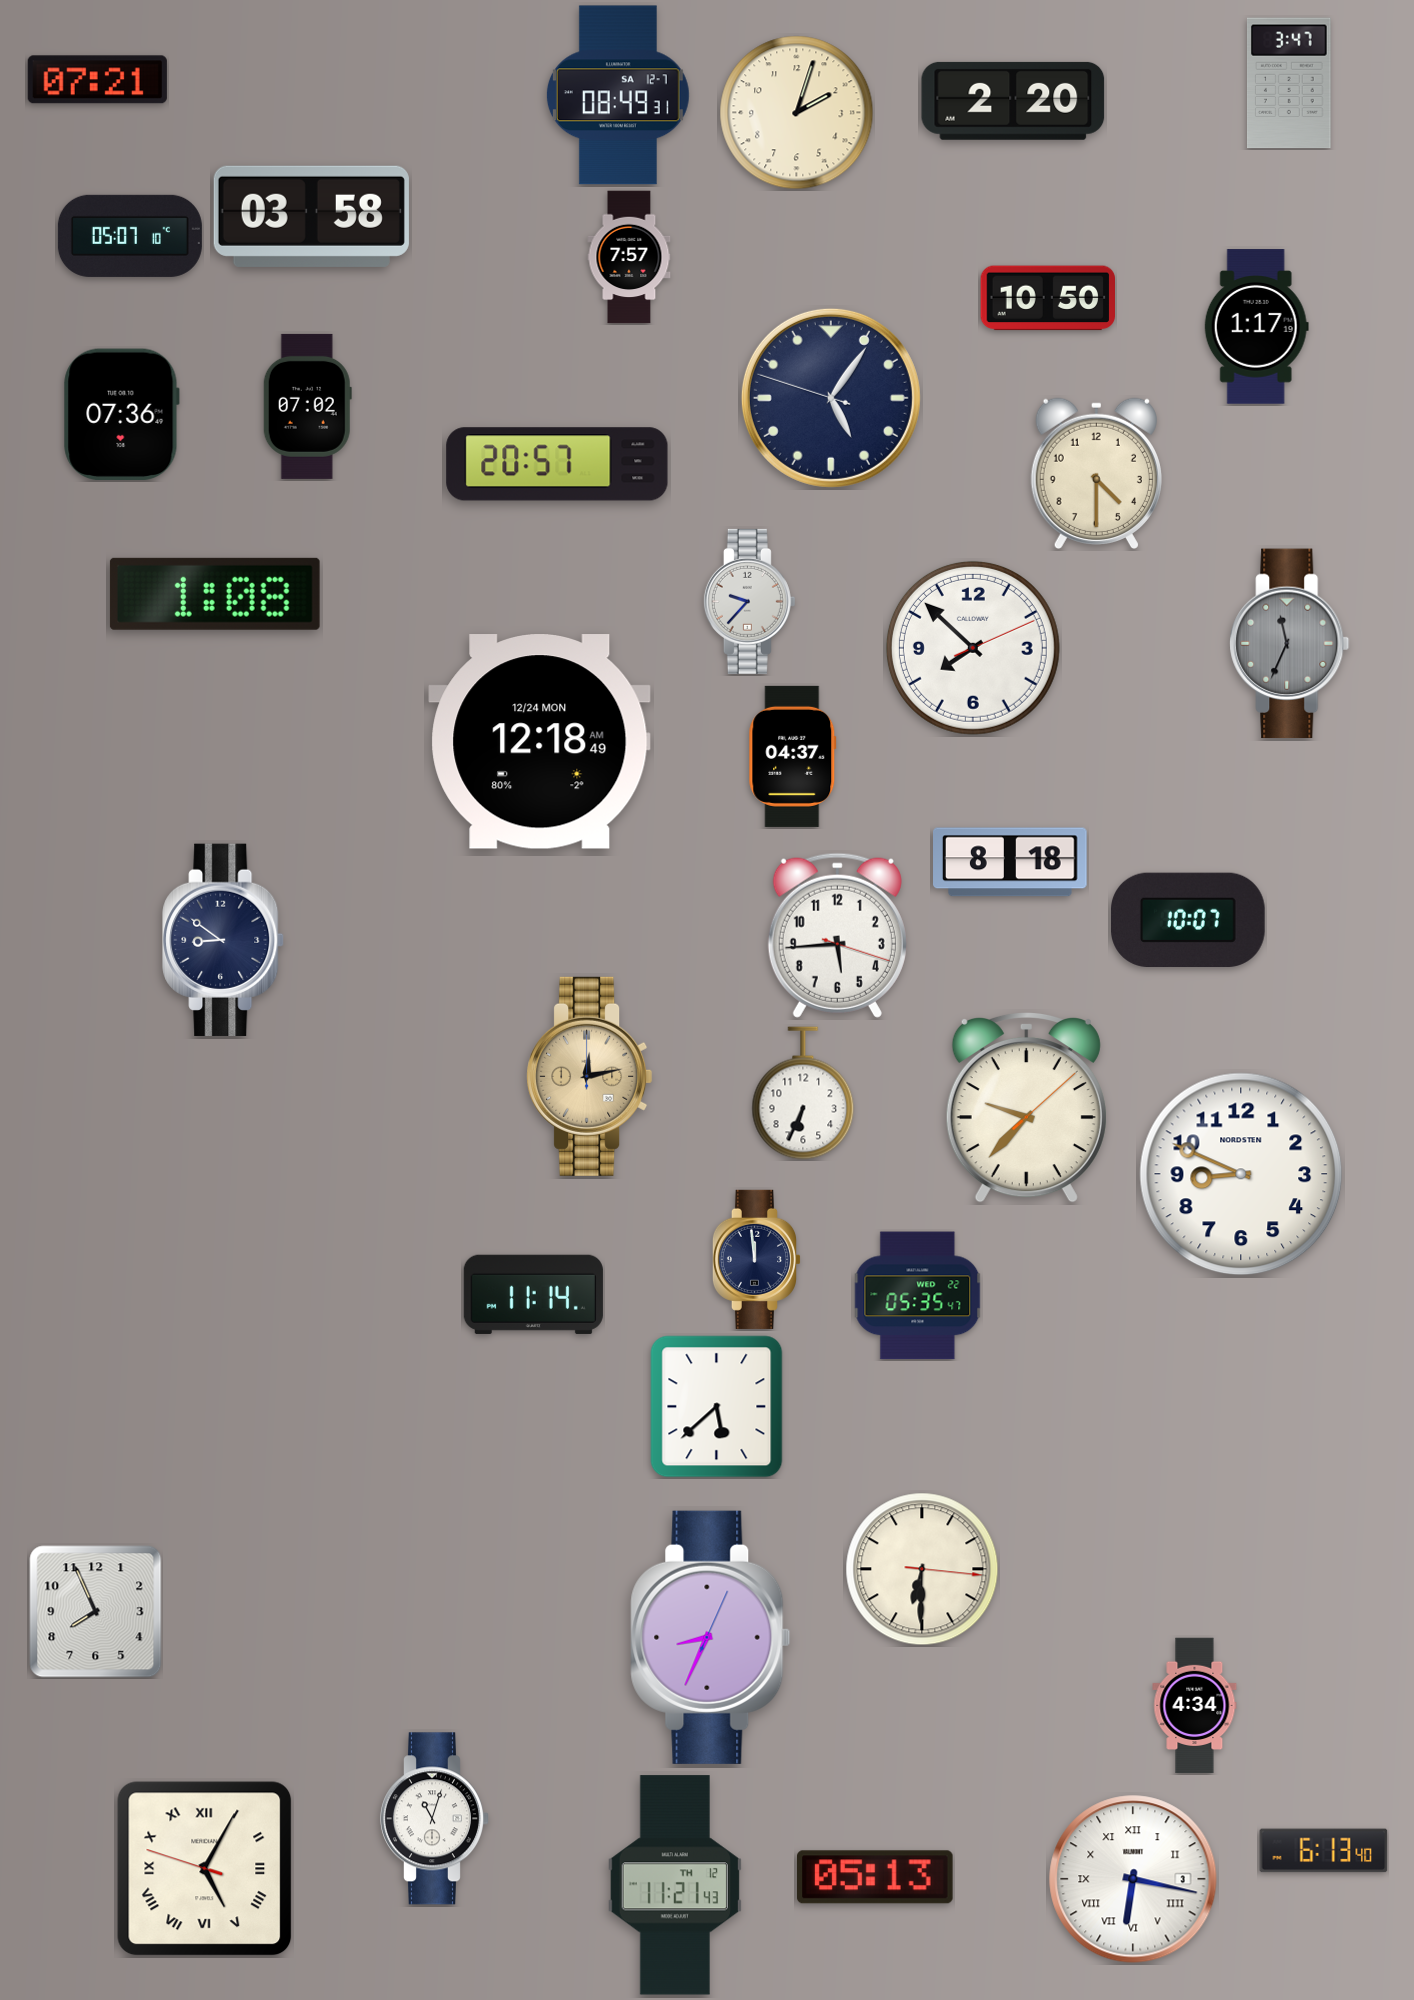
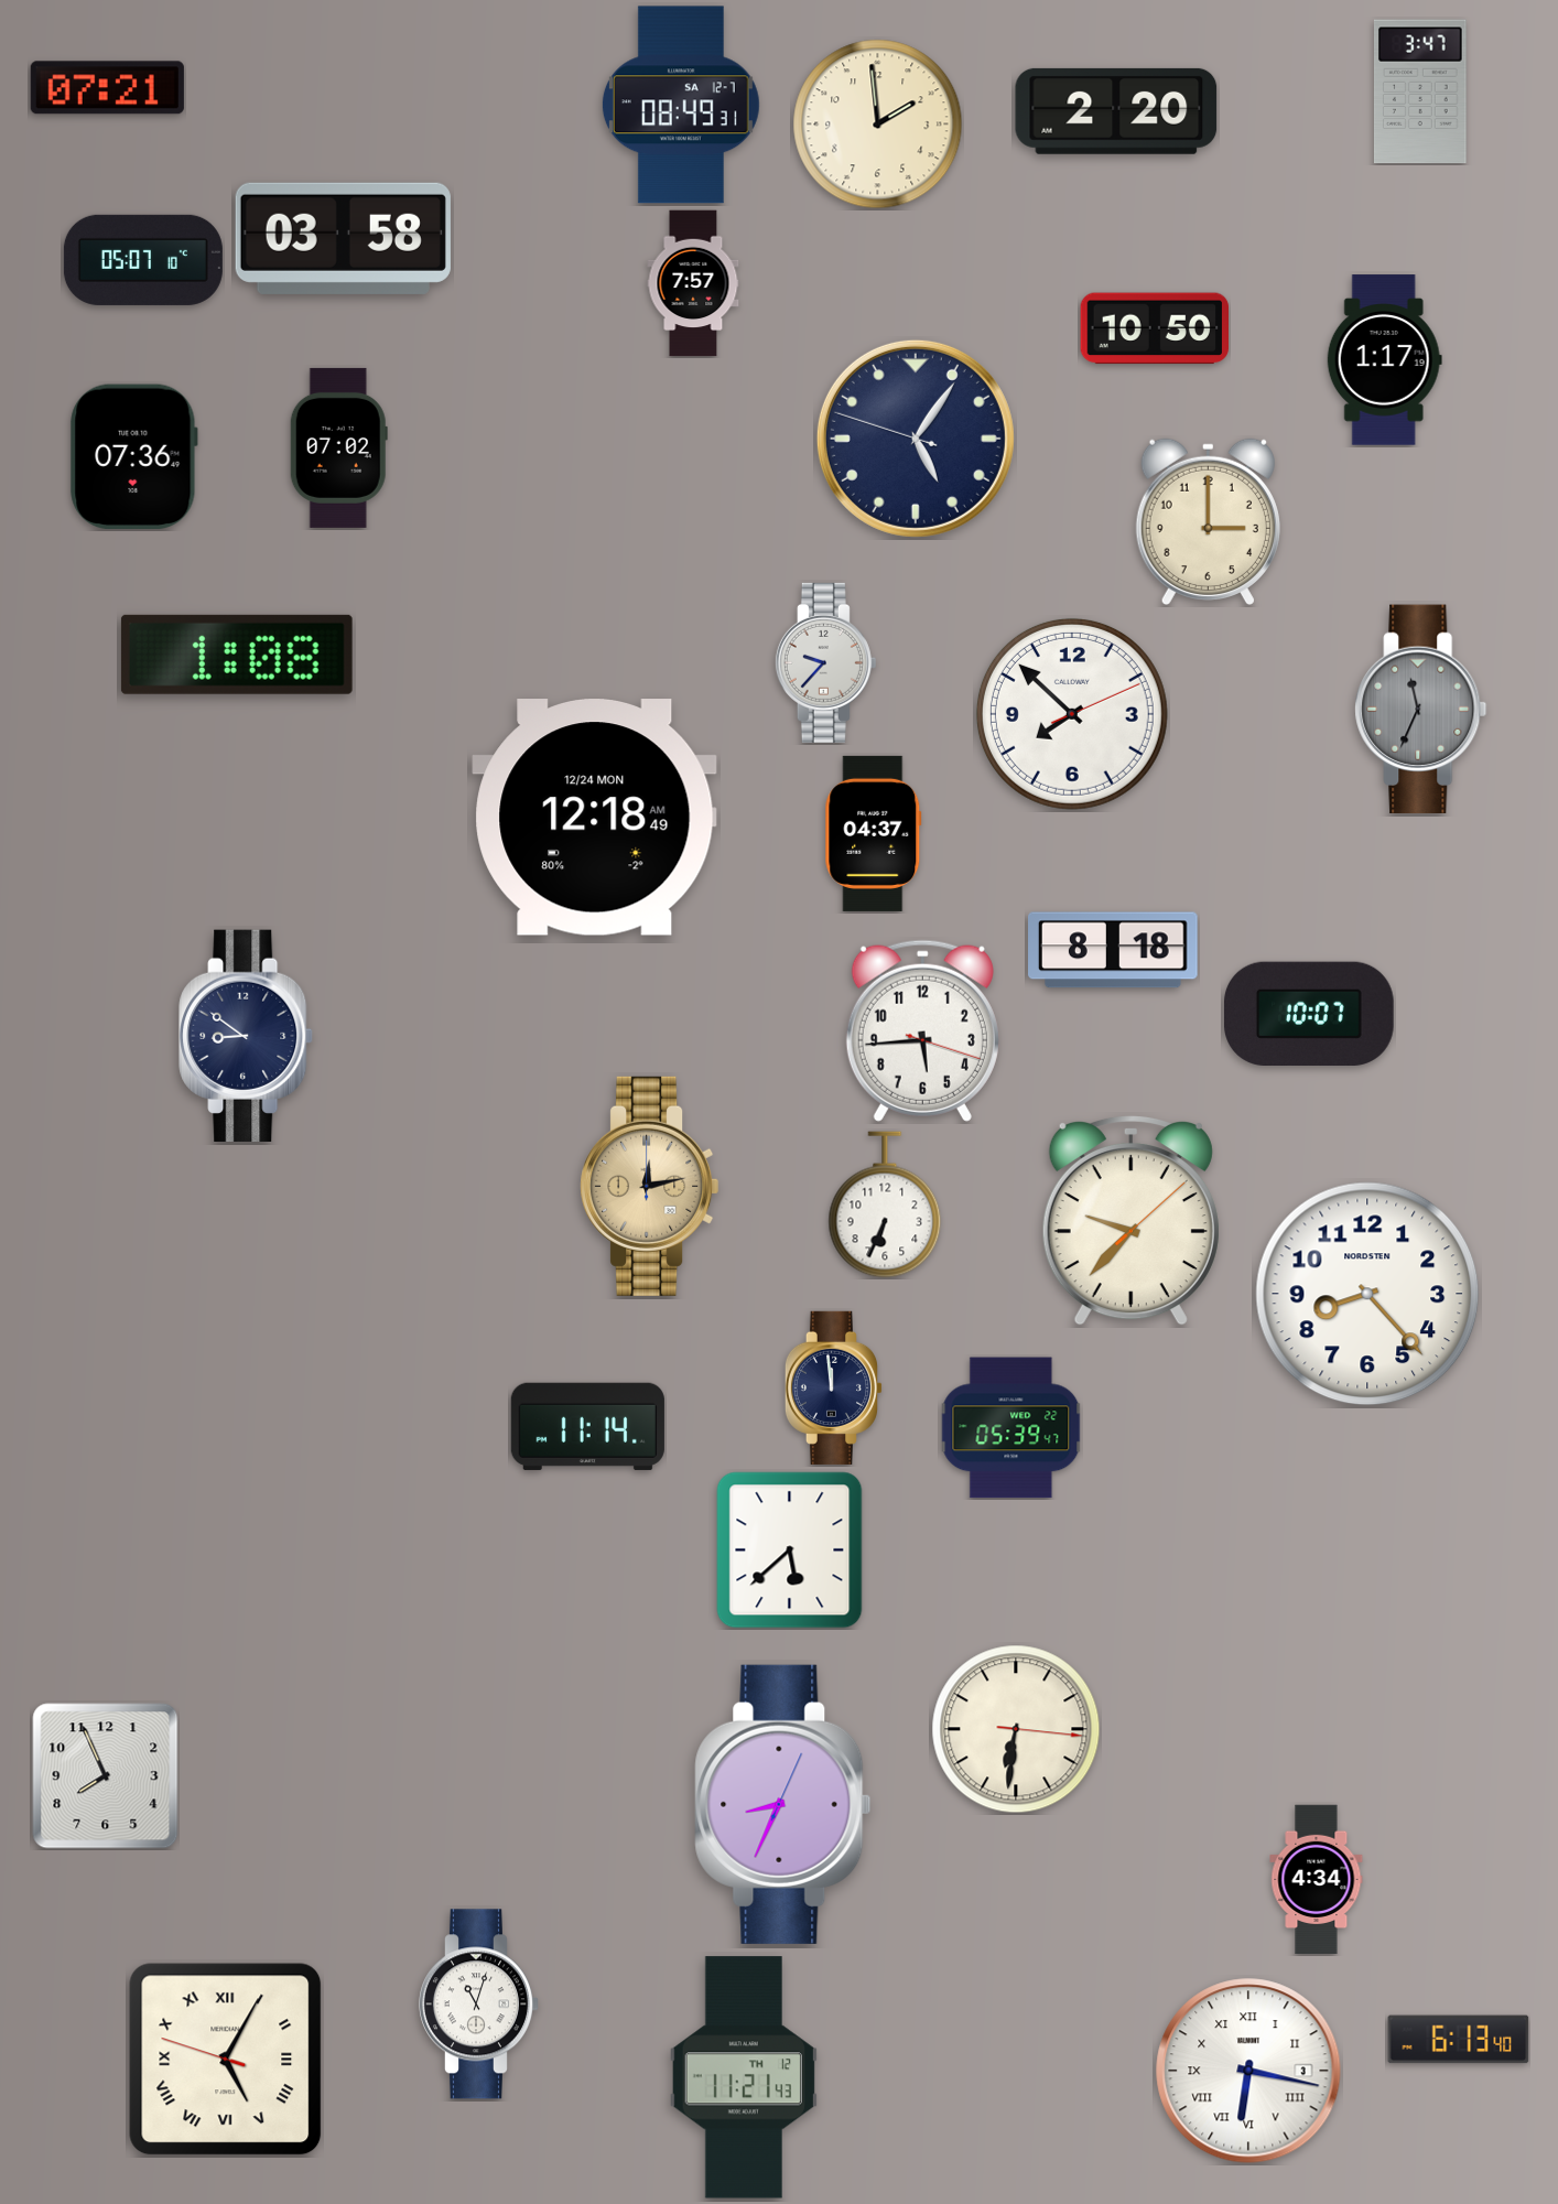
clock at (797, 113): 2:03 -> 1:59
clock at (557, 464): 20:57 -> none
clock at (1096, 473): 4:30 -> 3:00
clock at (1241, 1174): 8:49 -> 8:23
clock at (918, 1296): 05:35 -> 05:39
clock at (922, 1569): 6:30 -> 6:31
clock at (876, 1877): 05:13 -> none
